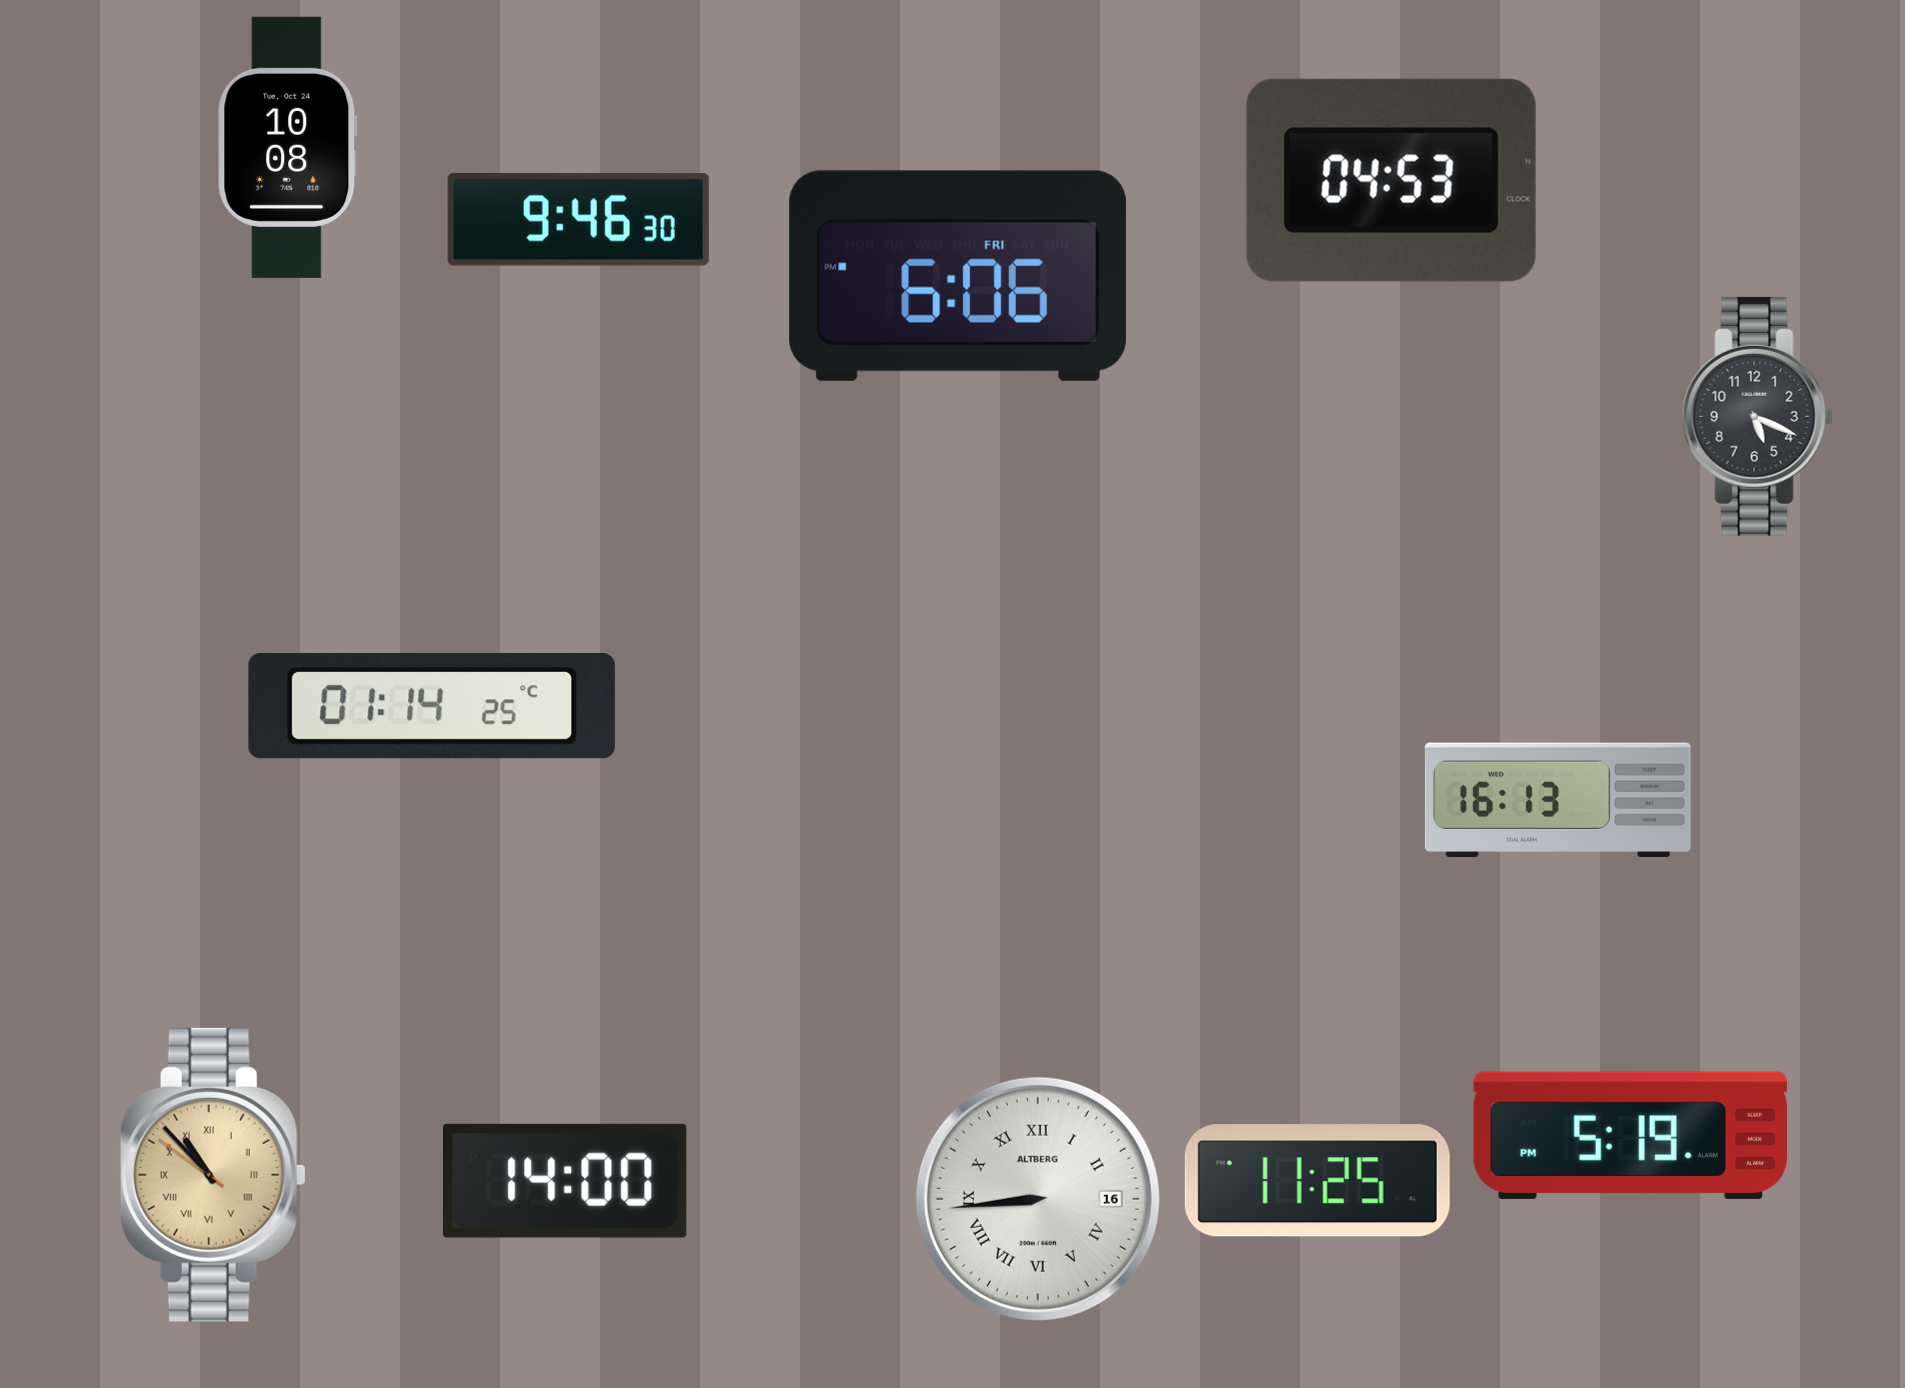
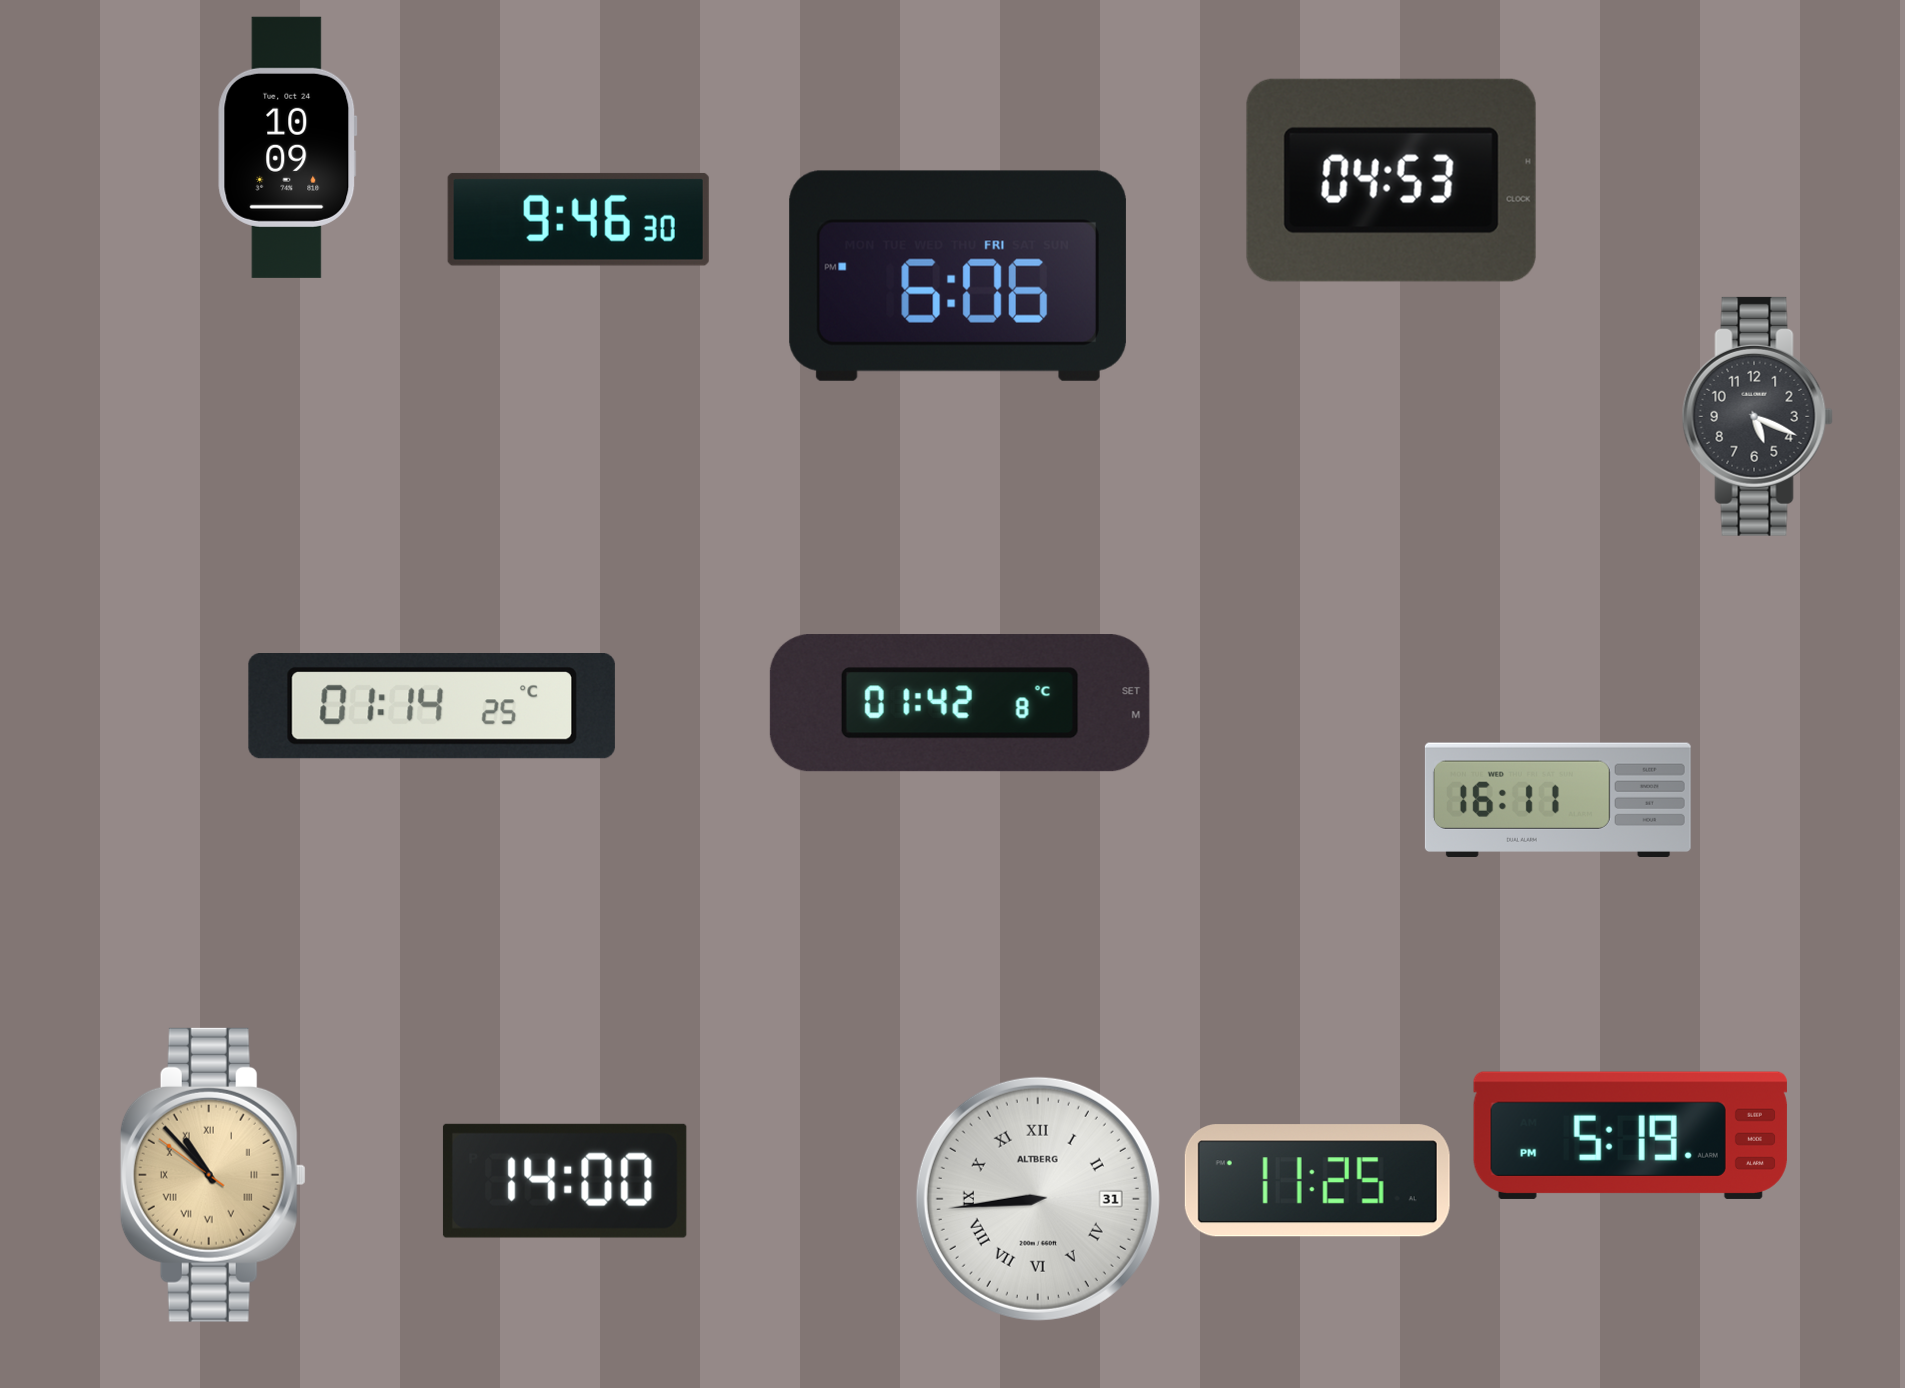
clock at (288, 147): 10:08 -> 10:09
clock at (960, 703): none -> 01:42
clock at (1558, 799): 16:13 -> 16:11
clock at (1038, 1199) date: 16 -> 31
